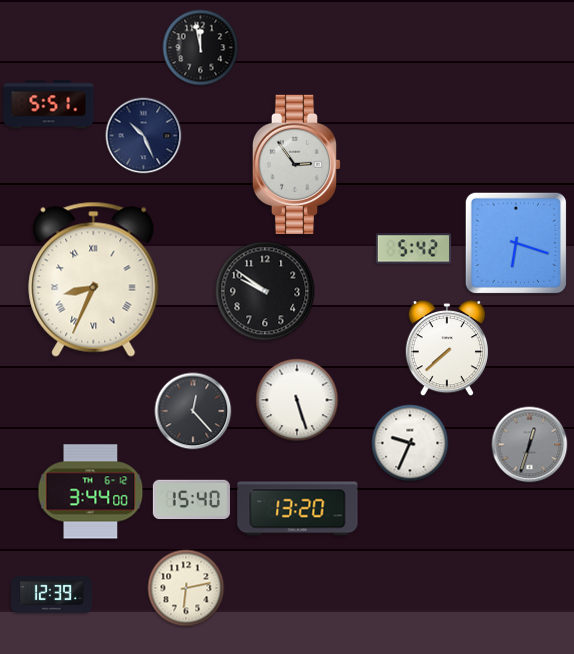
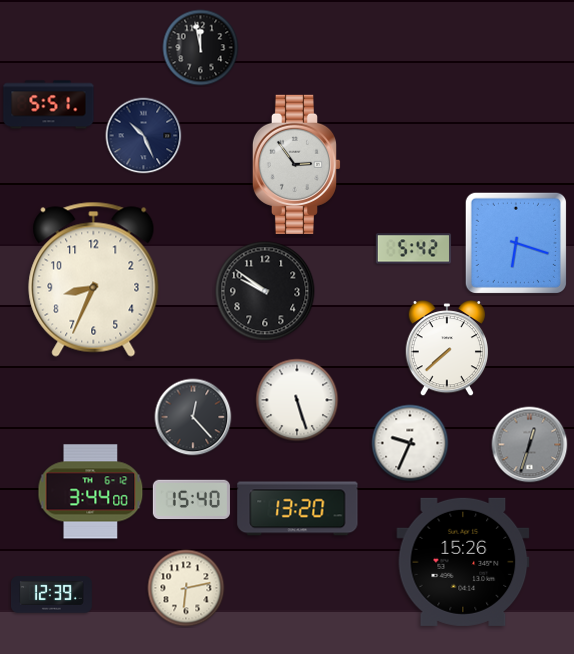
clock at (94, 279) numerals: Roman -> Arabic
clock at (193, 411) position: (193, 411) -> (193, 417)
clock at (463, 562): none -> 15:26
